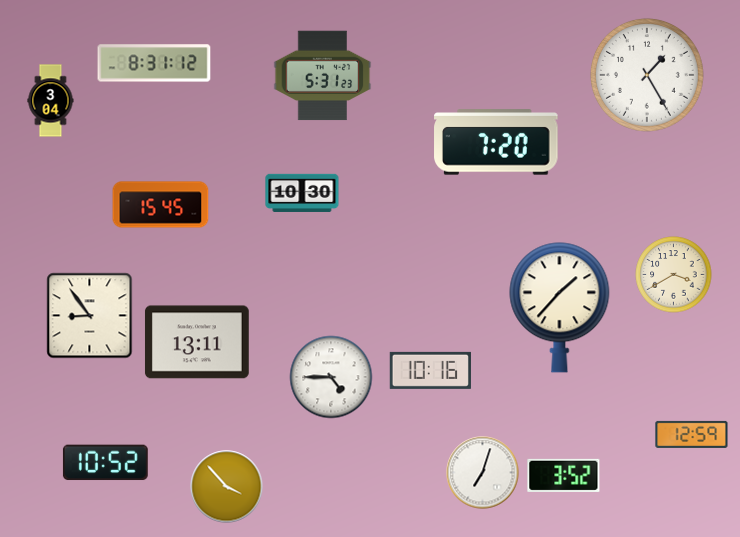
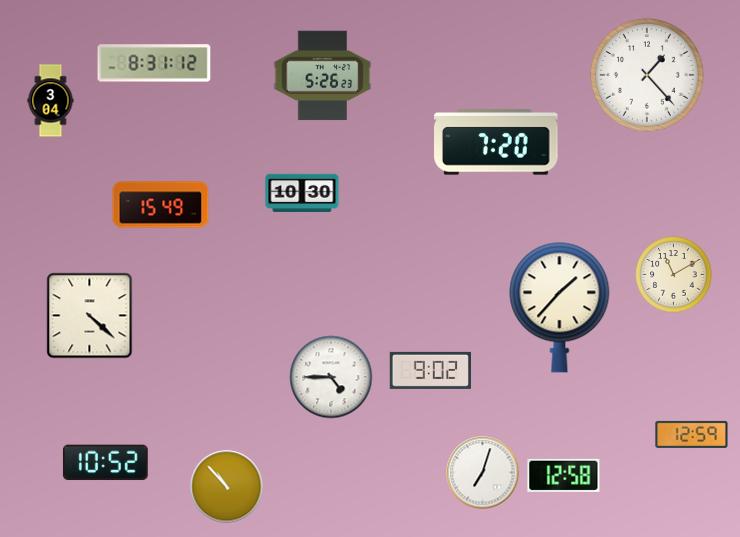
clock at (647, 75): 1:25 -> 1:23
clock at (323, 76): 5:31 -> 5:26
clock at (161, 205): 15:45 -> 15:49
clock at (674, 275): 3:40 -> 11:10
clock at (90, 316): 8:54 -> 4:22
clock at (197, 342): 13:11 -> none
clock at (430, 370): 10:16 -> 9:02
clock at (564, 475): 3:52 -> 12:58
clock at (227, 487): 3:53 -> 10:53
